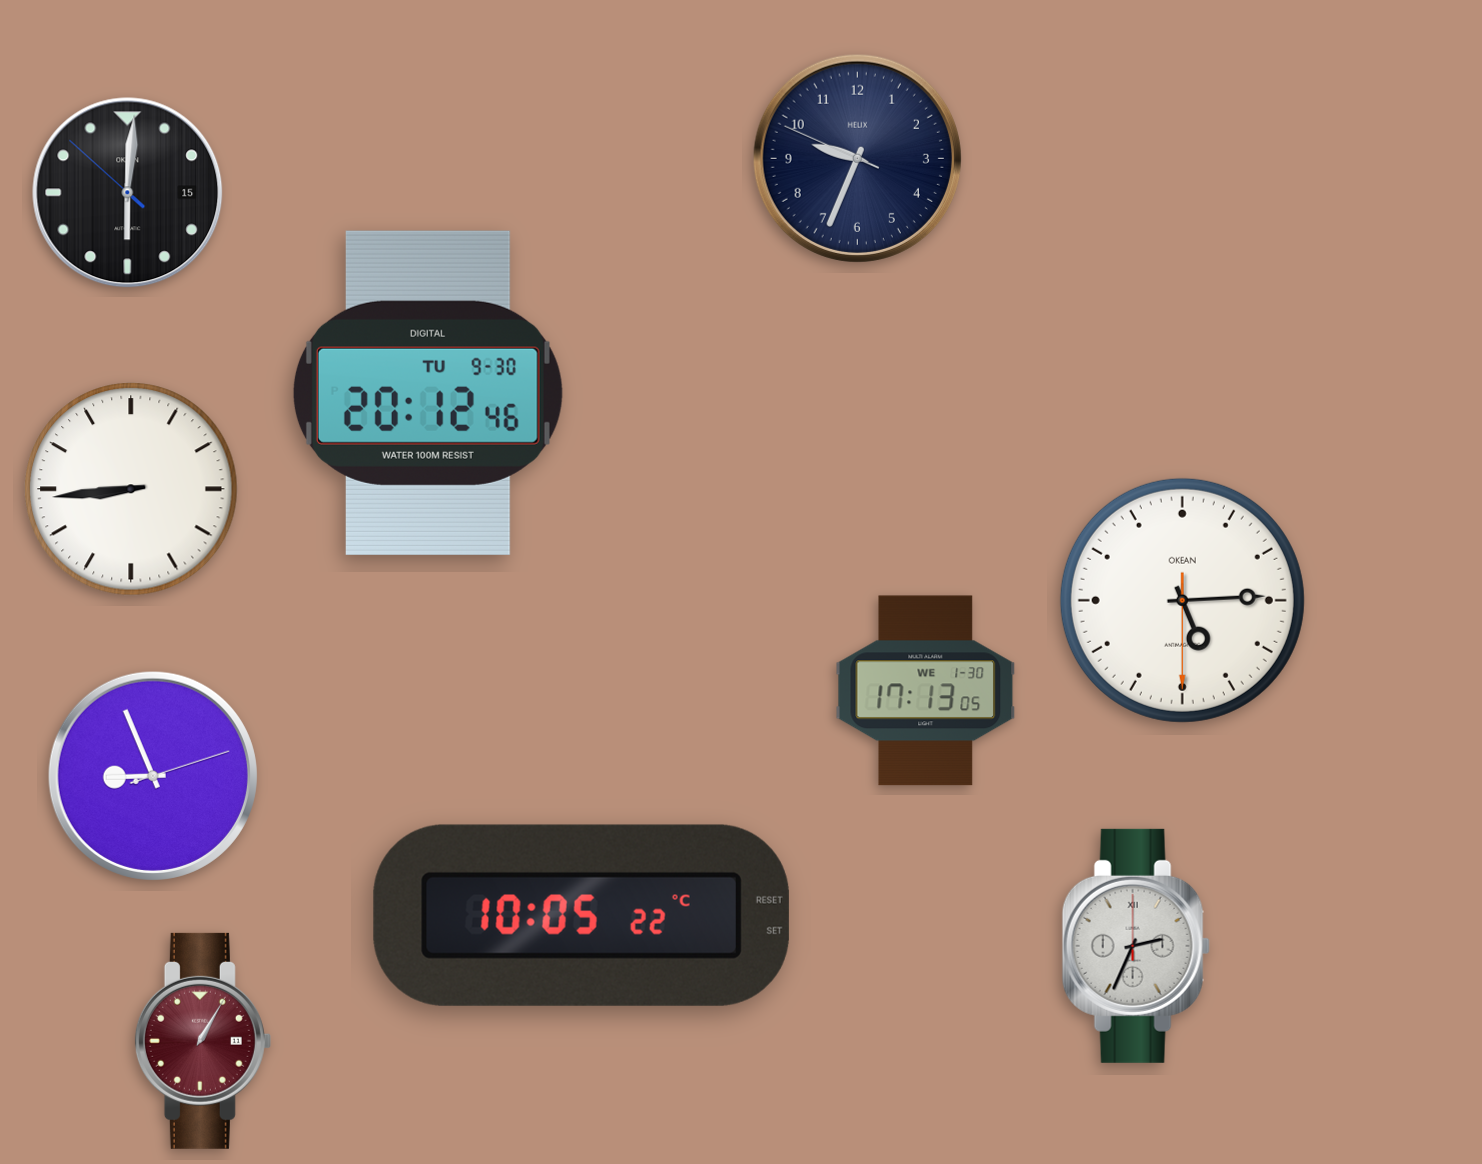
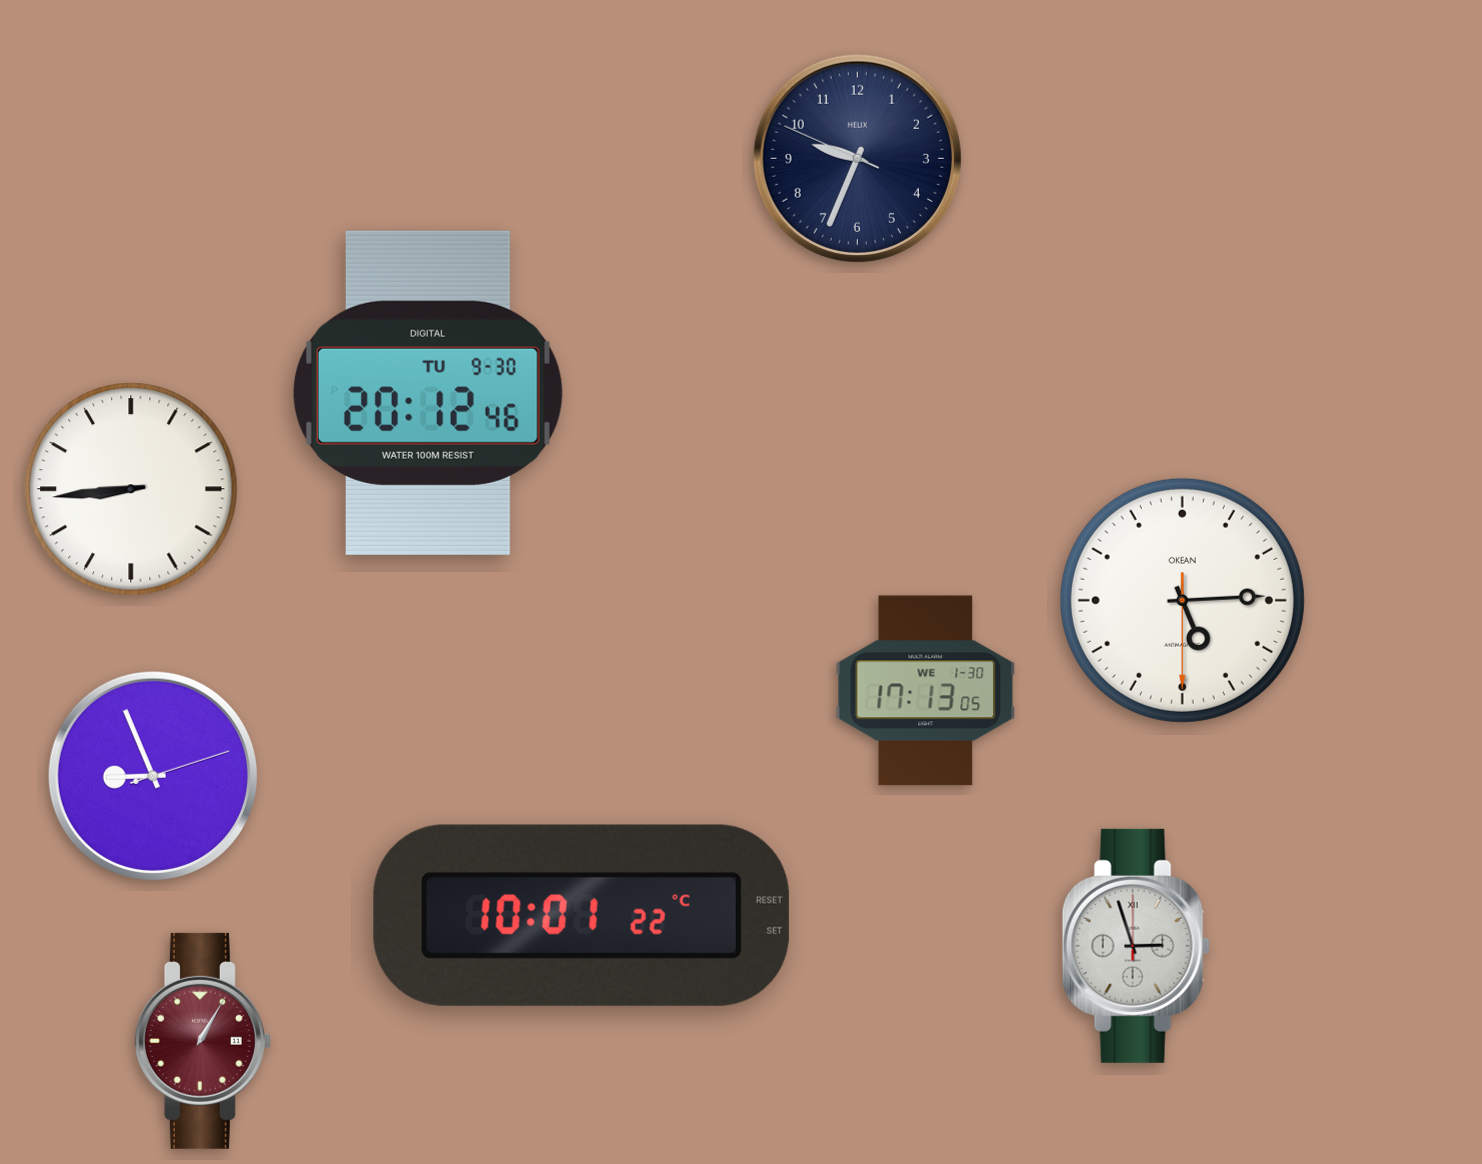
clock at (128, 193): 6:00 -> none
clock at (581, 915): 10:05 -> 10:01
clock at (1136, 946): 2:34 -> 2:57
